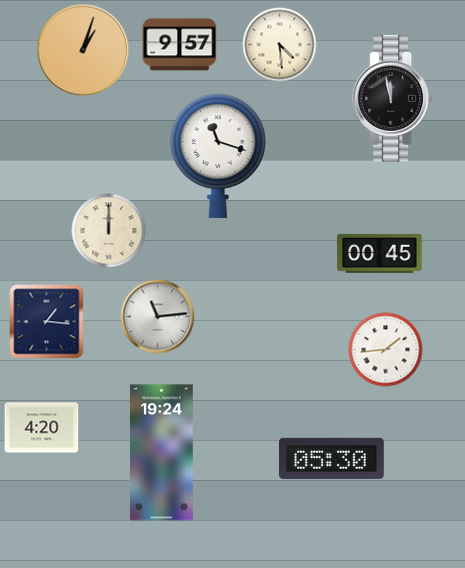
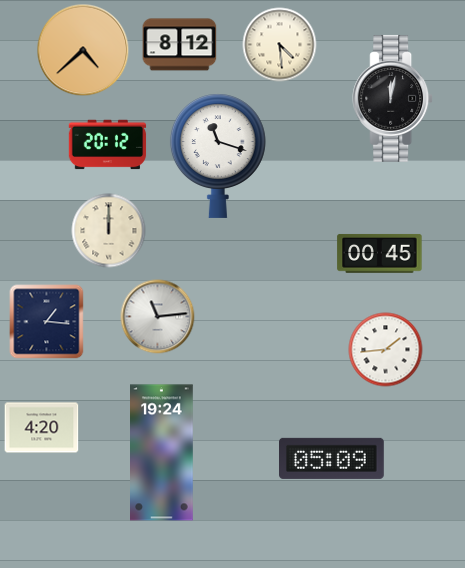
clock at (180, 45): 9:57 -> 8:12
clock at (83, 50): 1:03 -> 4:38
clock at (393, 98): 11:58 -> 12:02
clock at (108, 145): none -> 20:12
clock at (332, 458): 05:30 -> 05:09
